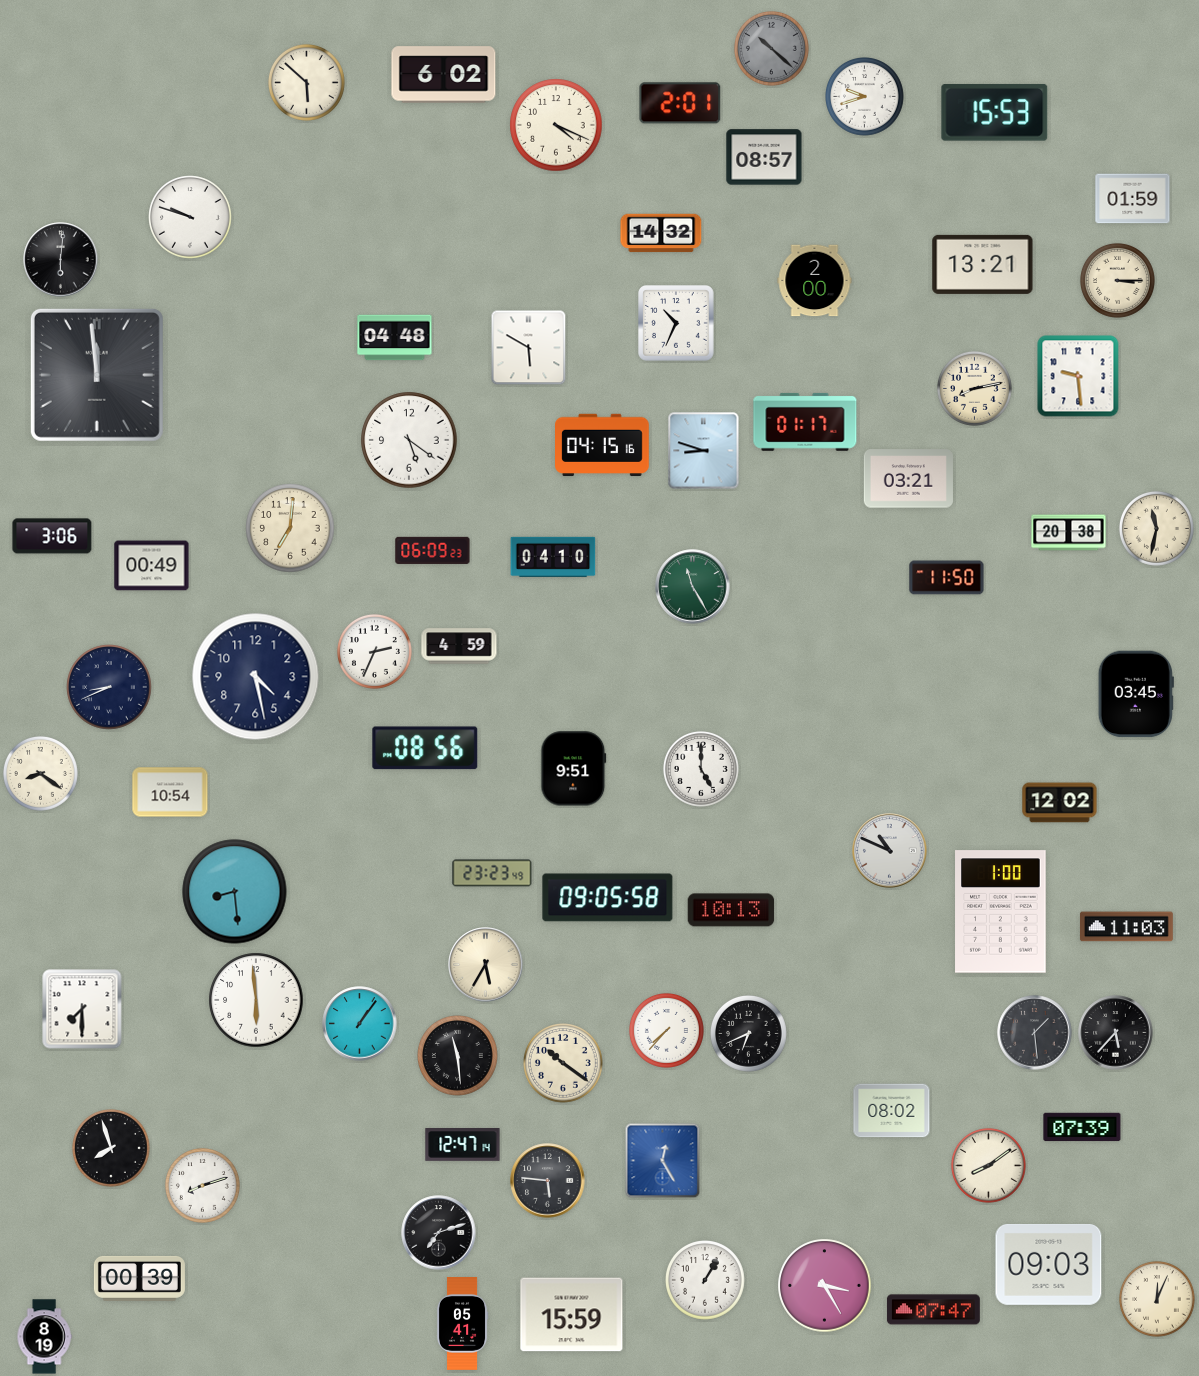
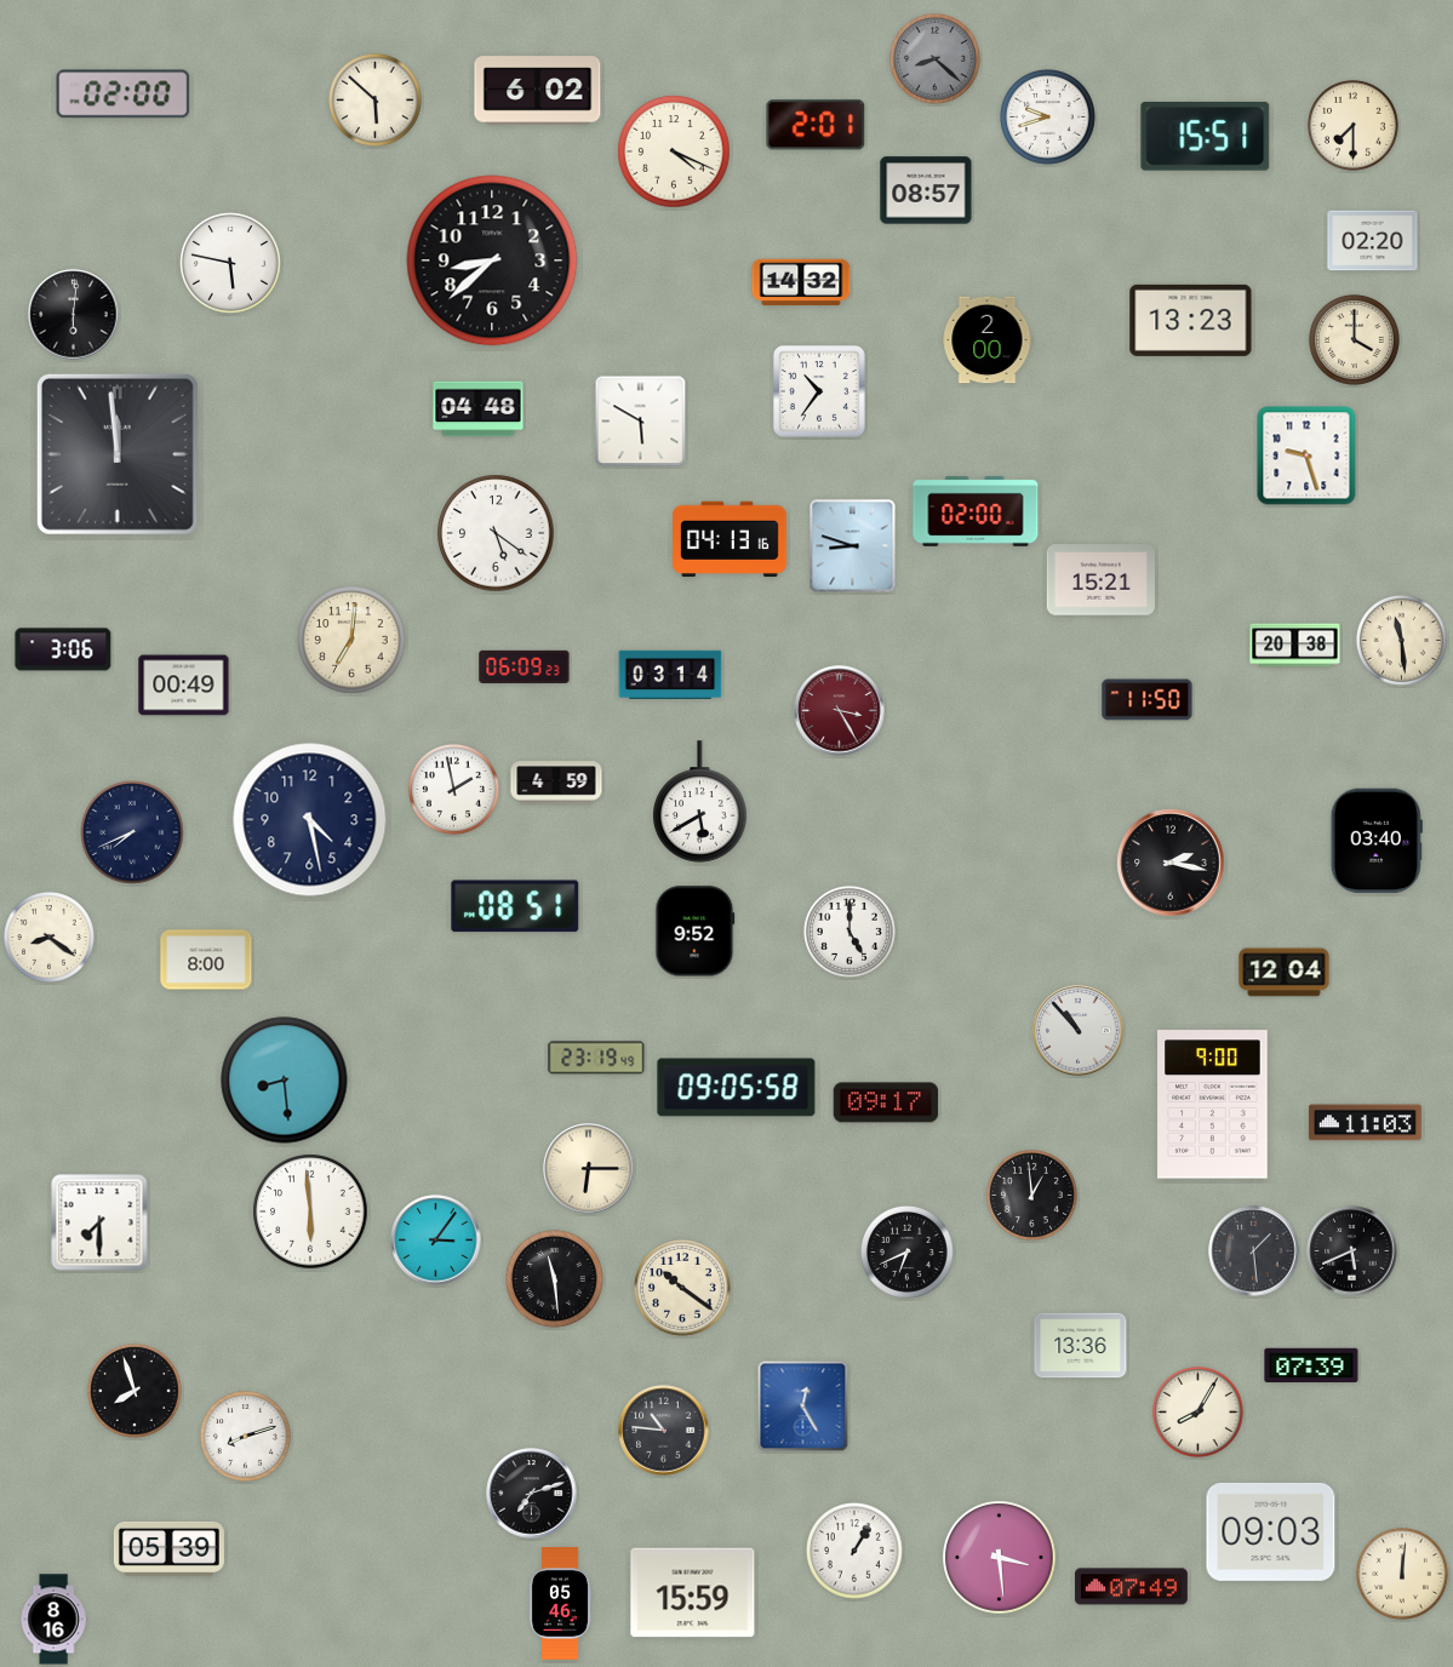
clock at (771, 48): 10:22 -> 8:22
clock at (124, 94): none -> 02:00
clock at (307, 83) position: (307, 83) -> (376, 101)
clock at (680, 103) position: (680, 103) -> (816, 125)
clock at (1352, 125): none -> 7:30
clock at (995, 112): 15:53 -> 15:51
clock at (1133, 199): 01:59 -> 02:20
clock at (492, 260): none -> 8:38
clock at (190, 217): 9:48 -> 5:47
clock at (983, 264): 13:21 -> 13:23
clock at (1117, 280): 3:15 -> 4:00
clock at (677, 324): 10:34 -> 10:36
clock at (1078, 376): 9:29 -> 9:27
clock at (974, 388): 8:13 -> none
clock at (805, 422): 01:17 -> 02:00
clock at (602, 445): 04:15 -> 04:13
clock at (908, 479): 03:21 -> 15:21
clock at (1156, 528): 11:32 -> 11:29
clock at (553, 557): 04:10 -> 03:14
clock at (693, 587): 11:25 -> 3:25
clock at (693, 587) dial: green -> burgundy
clock at (374, 651): 2:34 -> 1:58
clock at (700, 802): none -> 5:40
clock at (109, 687): 8:41 -> 7:41
clock at (1136, 694): 03:45 -> 03:40
clock at (1171, 863): none -> 2:17
clock at (425, 748): 08:56 -> 08:51
clock at (574, 769): 9:51 -> 9:52
clock at (170, 792): 10:54 -> 8:00
clock at (1060, 803): 12:02 -> 12:04
clock at (890, 851): 10:49 -> 10:53
clock at (492, 873): 23:23 -> 23:19
clock at (731, 910): 10:13 -> 09:17
clock at (1001, 912): 1:00 -> 9:00
clock at (486, 965): 5:35 -> 6:15
clock at (1031, 1195): none -> 12:59
clock at (360, 1024): 1:06 -> 3:06
clock at (666, 1030): 7:37 -> none
clock at (1116, 1033): 5:37 -> 5:41
clock at (892, 1111): 08:02 -> 13:36
clock at (463, 1145): 12:47 -> none
clock at (988, 1165): 8:09 -> 8:05
clock at (548, 1181): 5:46 -> 10:46
clock at (139, 1278): 00:39 -> 05:39
clock at (825, 1286): 3:25 -> 3:29
clock at (1157, 1299): 12:04 -> 12:01
clock at (933, 1310): 07:47 -> 07:49
clock at (462, 1324): 05:41 -> 05:46
clock at (44, 1337): 8:19 -> 8:16
